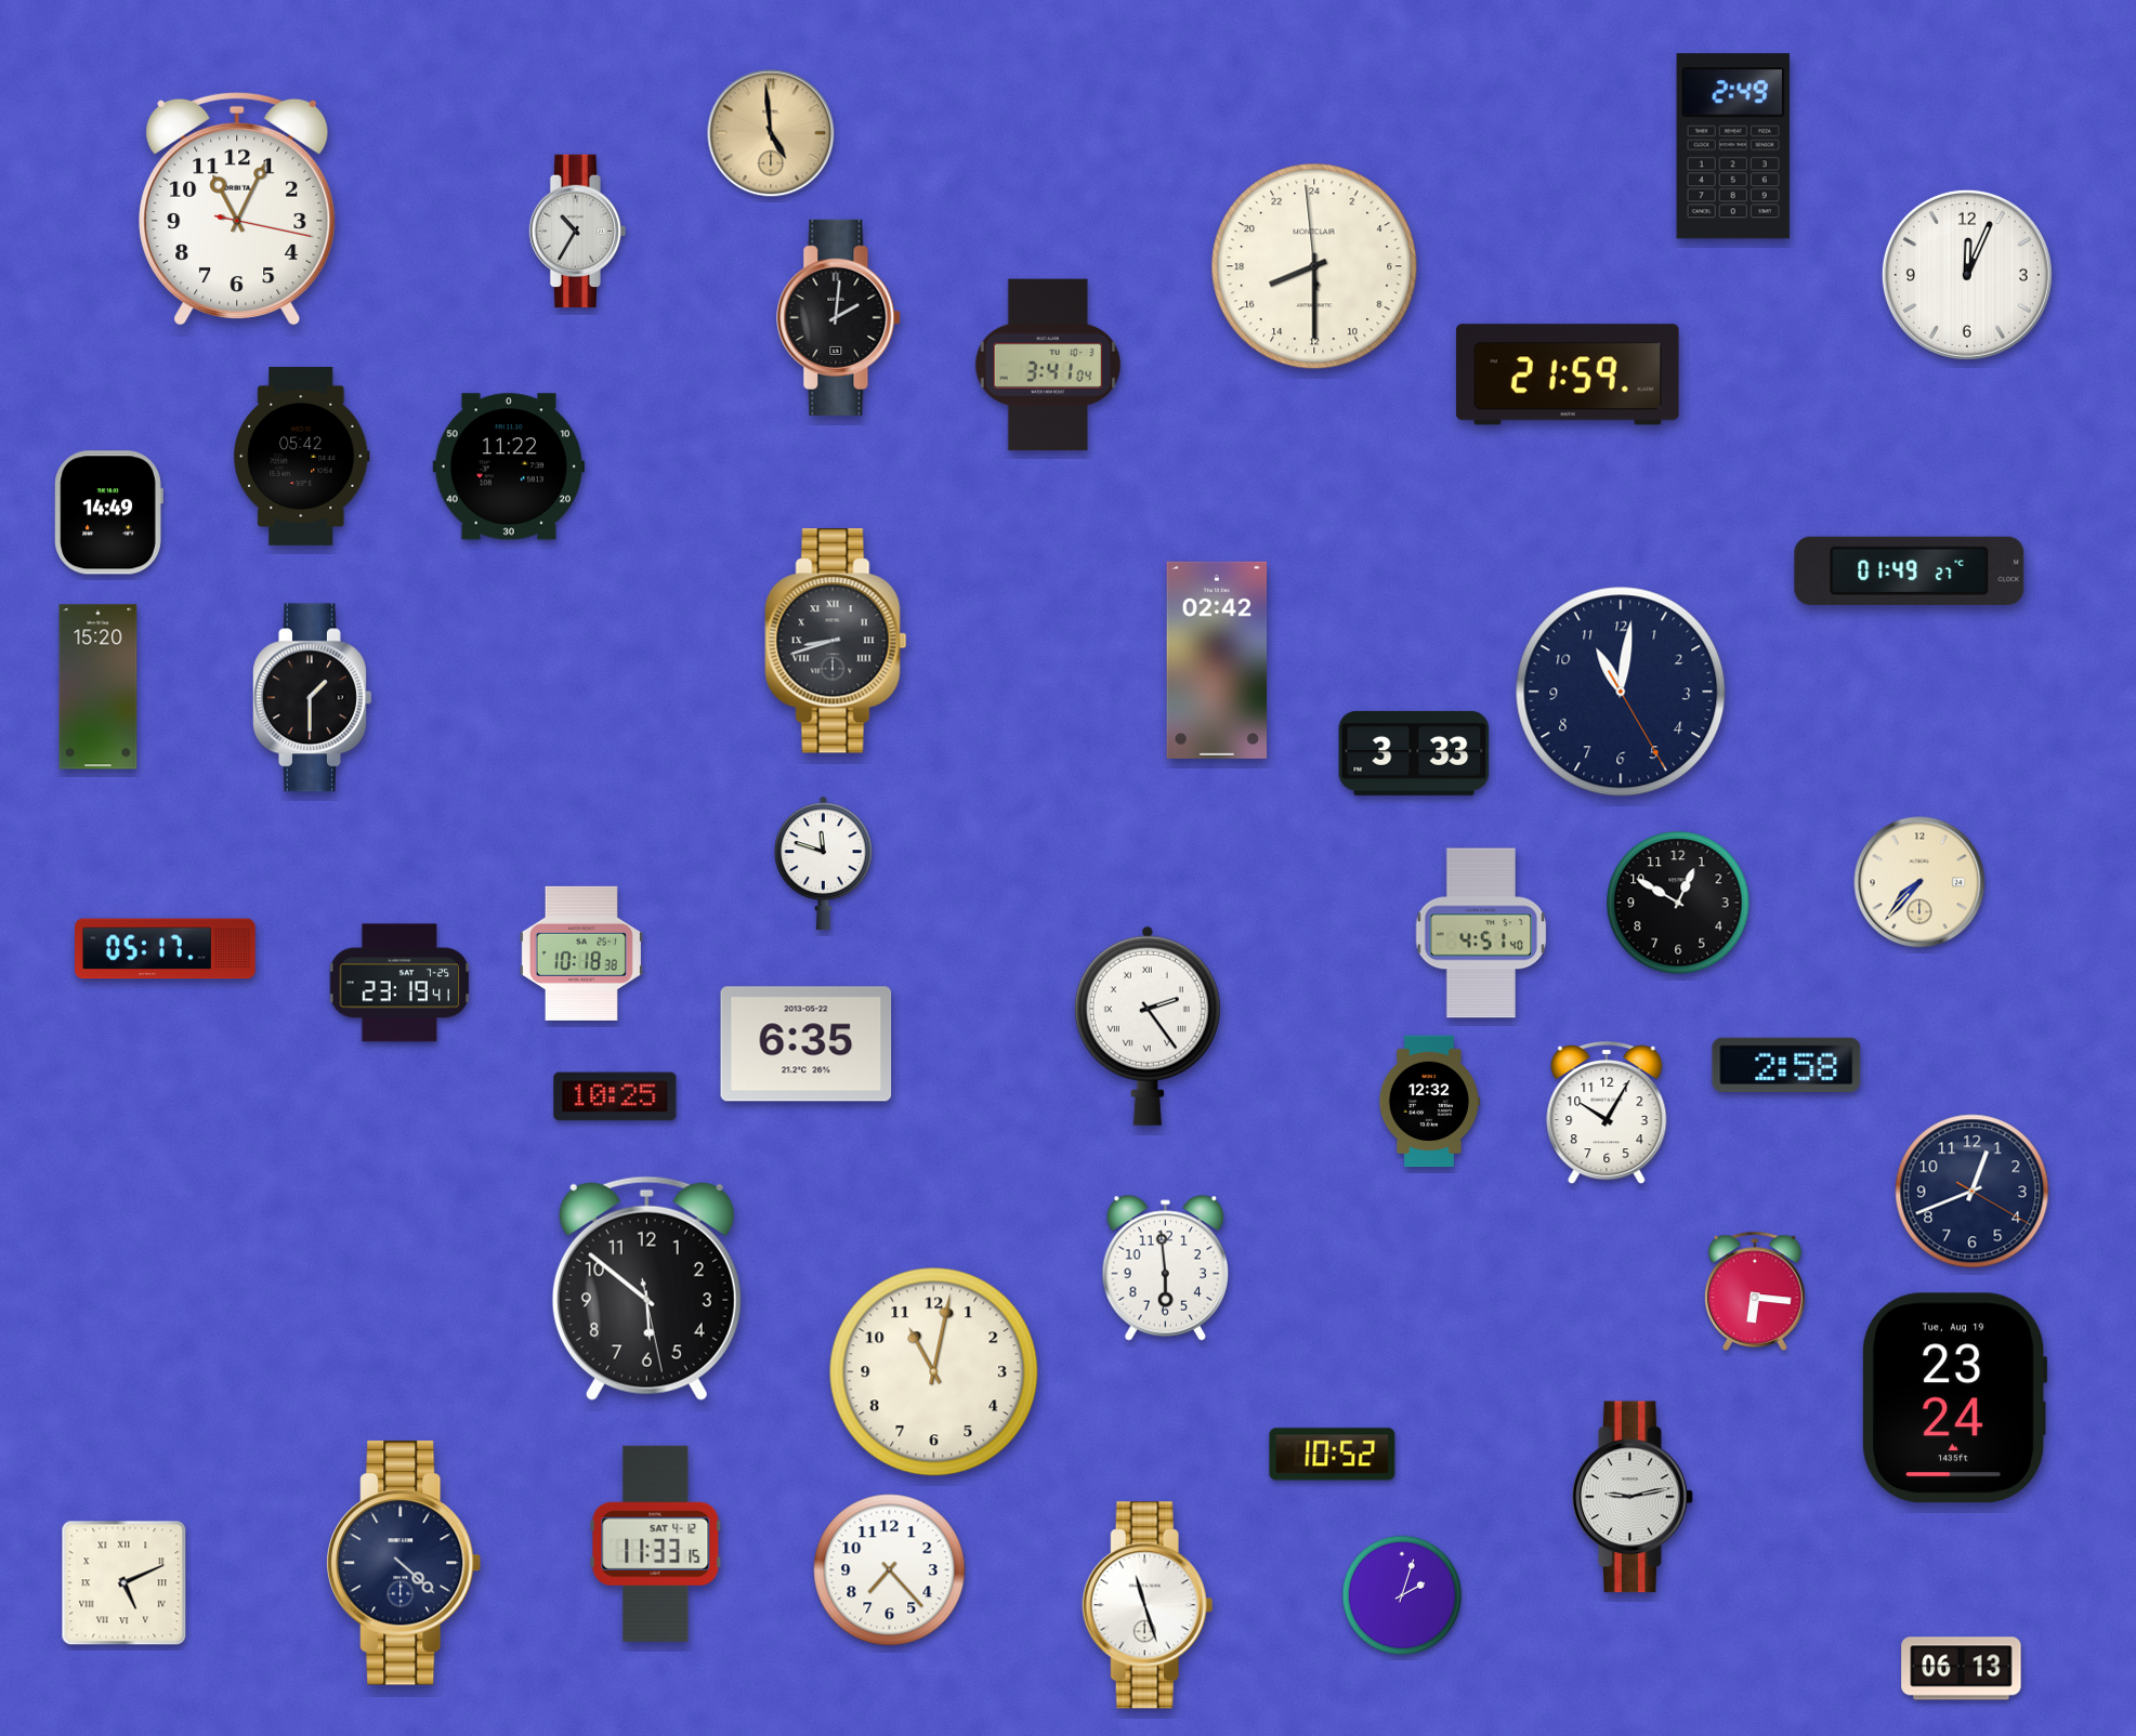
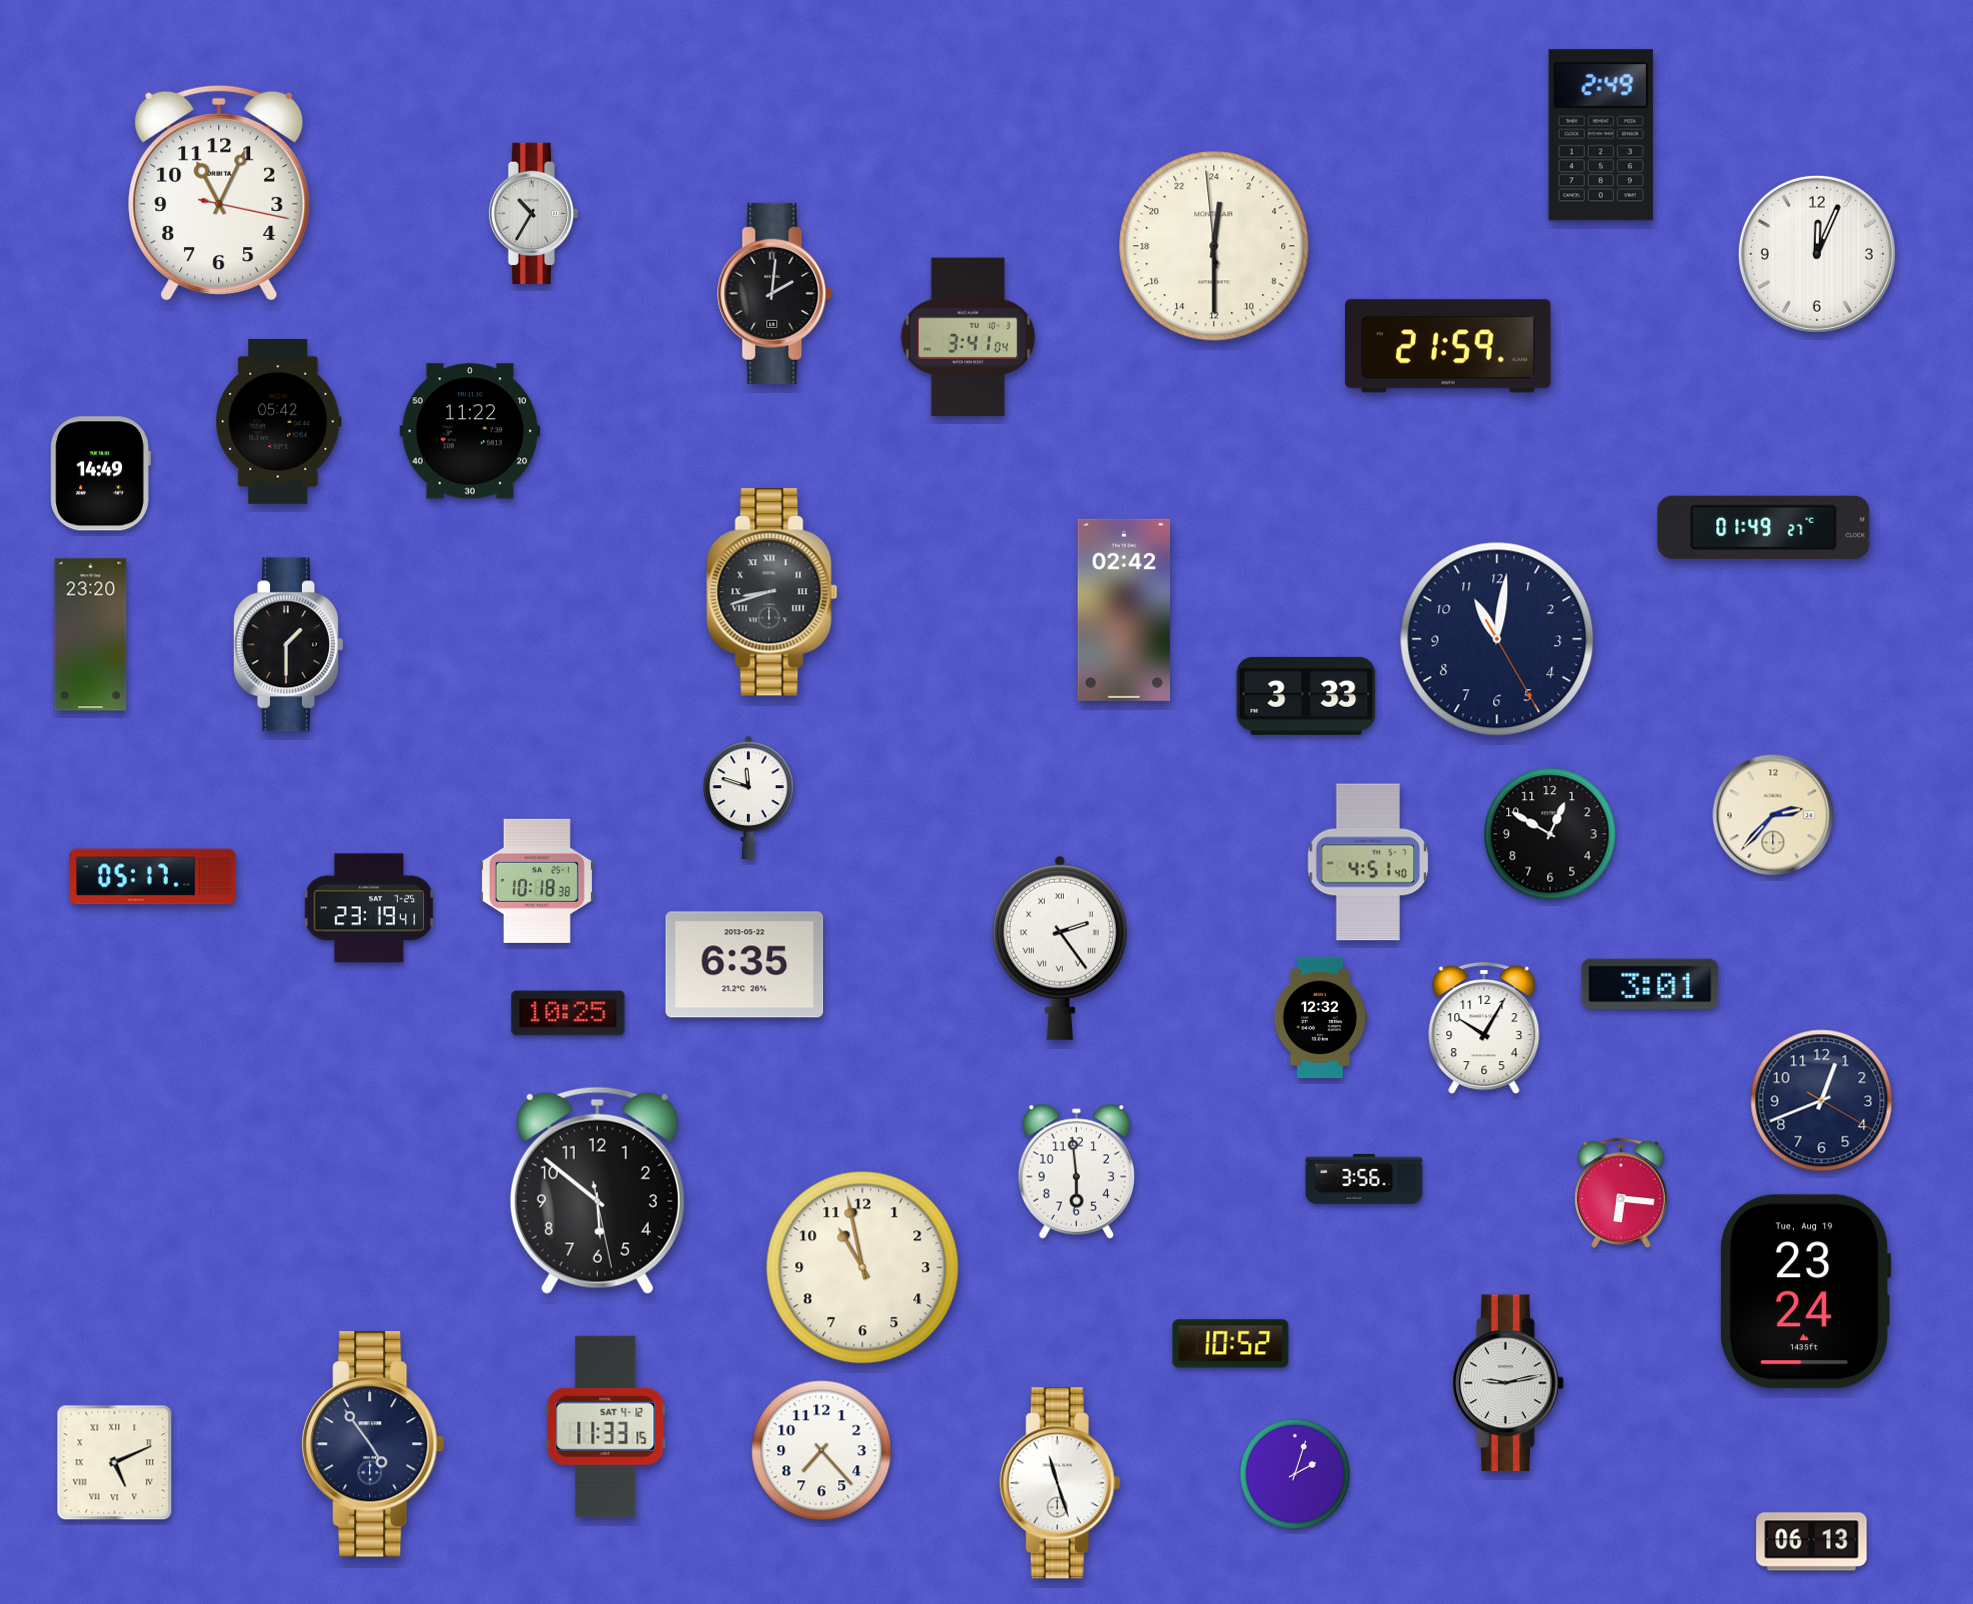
clock at (771, 133): 4:59 -> none
clock at (1314, 266): 16:29 -> 0:29
clock at (99, 687): 15:20 -> 23:20
clock at (824, 863) position: (824, 863) -> (749, 797)
clock at (1919, 882): 7:37 -> 2:37
clock at (1786, 1065): 2:58 -> 3:01
clock at (1364, 1179): none -> 3:56
clock at (934, 1372): 11:02 -> 10:58
clock at (404, 1563): 4:22 -> 4:54
